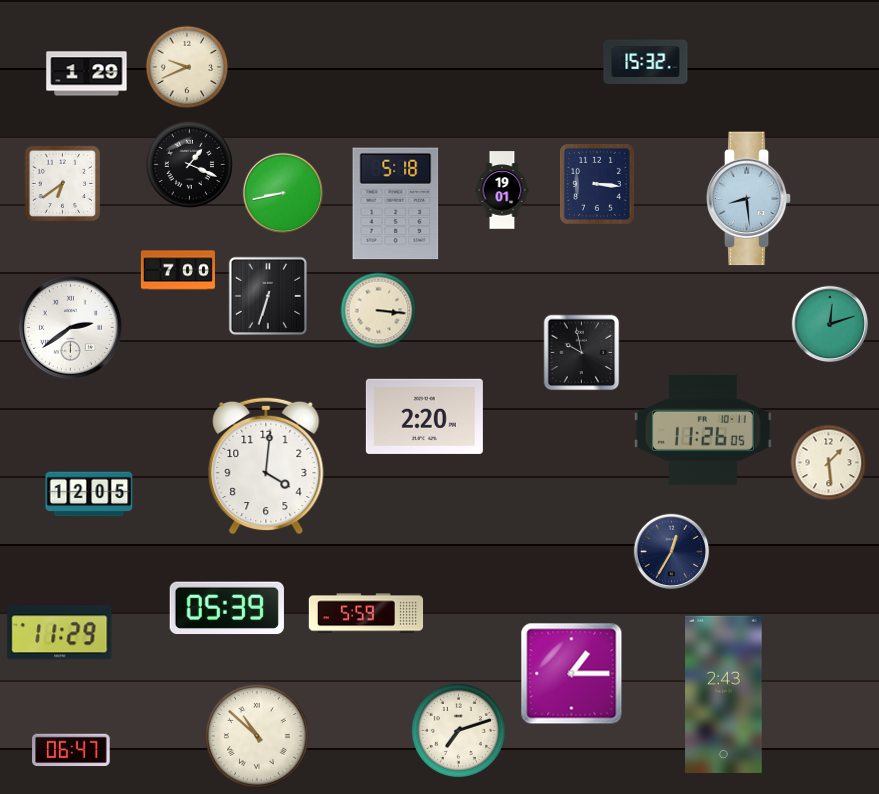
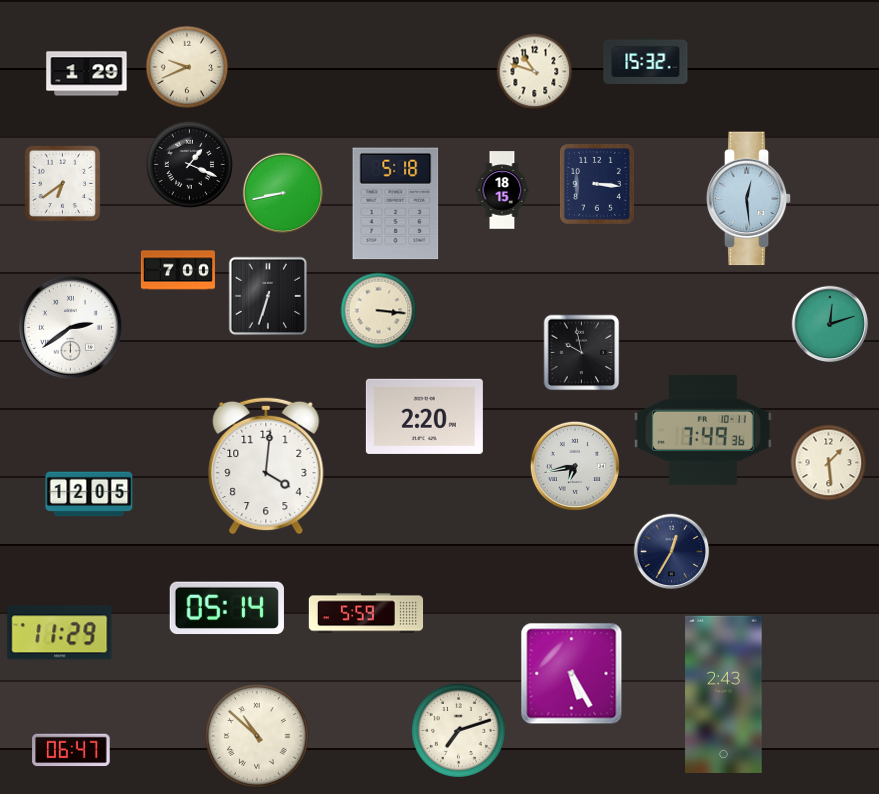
clock at (535, 72): none -> 10:48
clock at (502, 190): 19:01 -> 18:15
clock at (749, 199): 8:29 -> 12:29
clock at (703, 430): 11:26 -> 7:49
clock at (575, 466): none -> 6:43
clock at (227, 608): 05:39 -> 05:14
clock at (572, 674): 1:15 -> 5:25
